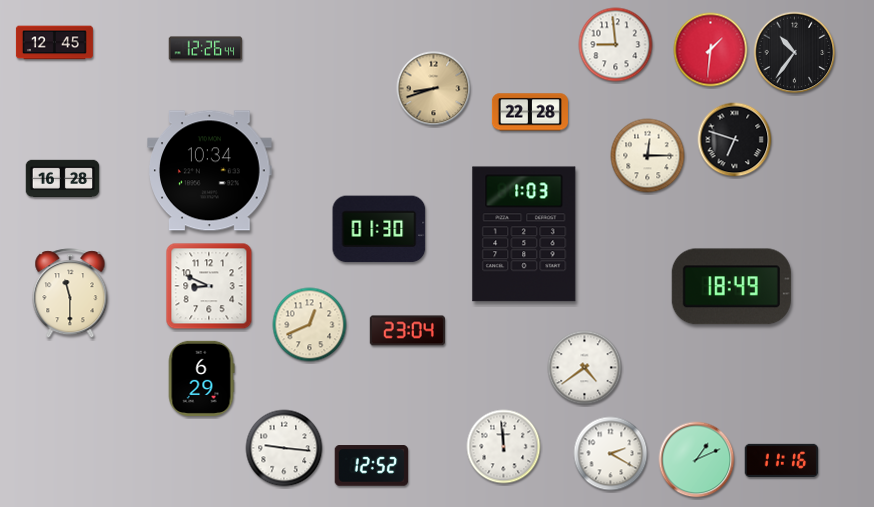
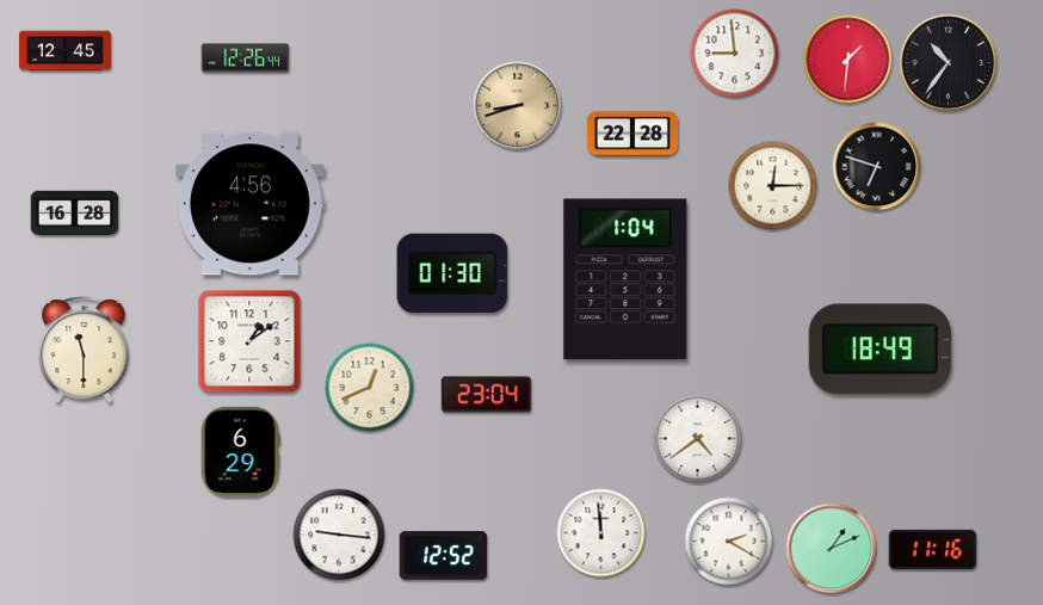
clock at (210, 171): 10:34 -> 4:56
clock at (524, 234): 1:03 -> 1:04
clock at (209, 286): 8:49 -> 1:09
clock at (731, 287) position: (731, 287) -> (880, 350)
